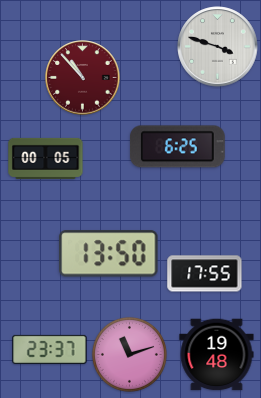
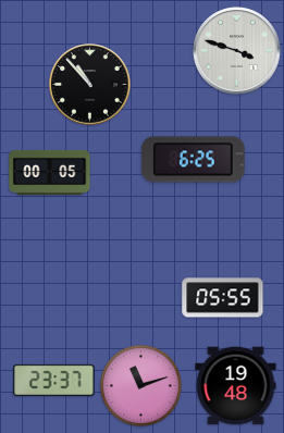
clock at (83, 78) dial: burgundy -> black
clock at (109, 254): 13:50 -> none
clock at (205, 274): 17:55 -> 05:55
